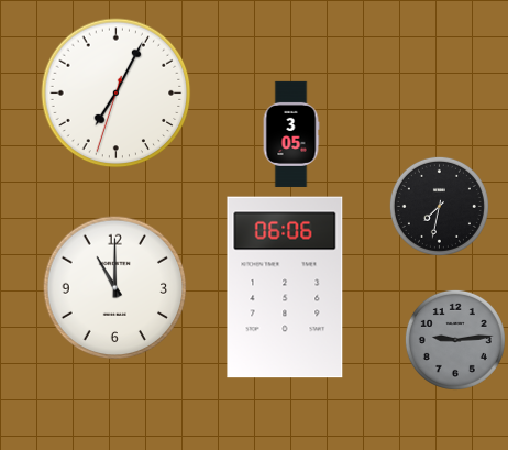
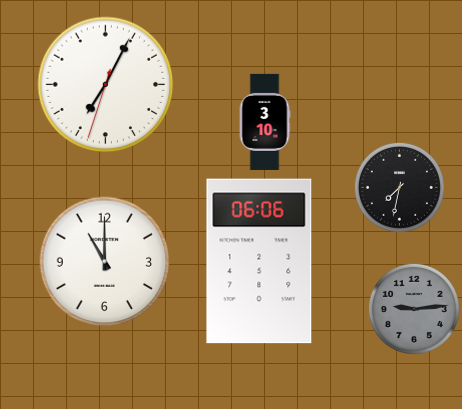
clock at (291, 134): 3:05 -> 3:10
